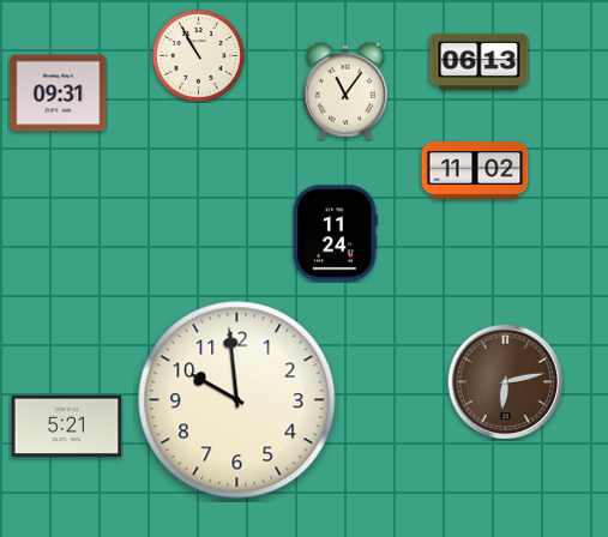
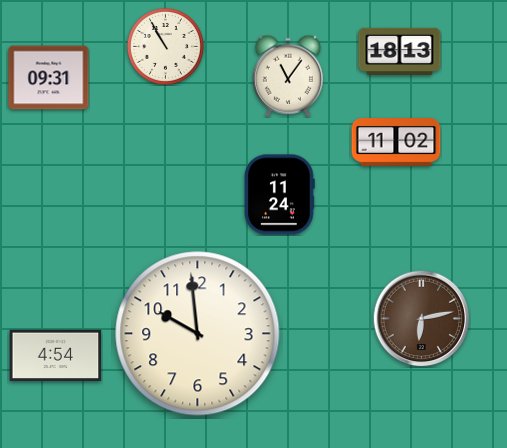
clock at (480, 61): 06:13 -> 18:13
clock at (67, 427): 5:21 -> 4:54
